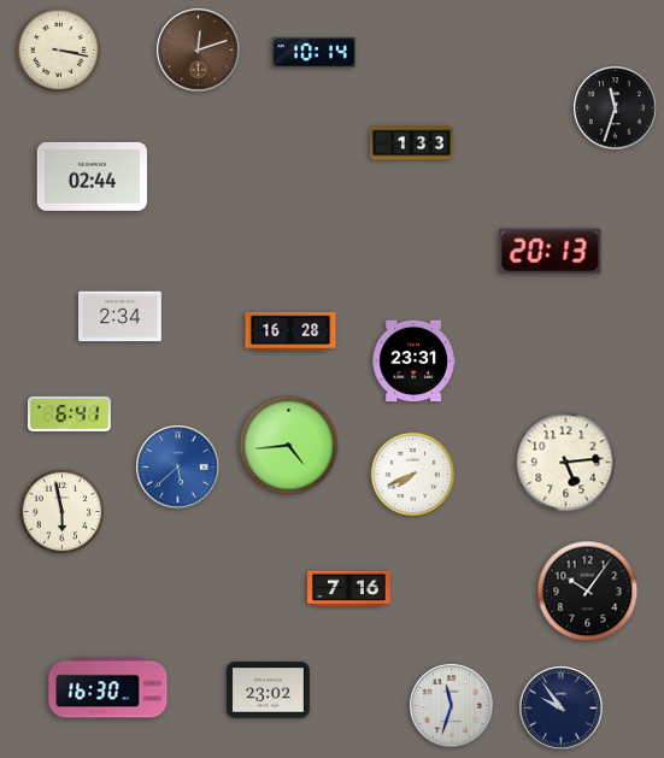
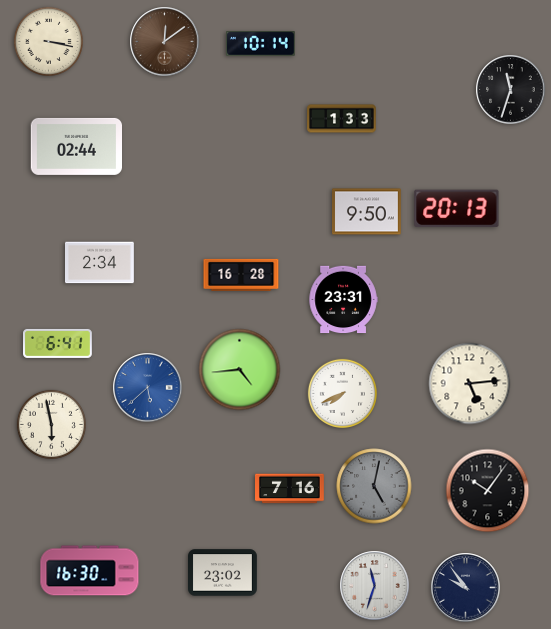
clock at (199, 51): 12:12 -> 12:09
clock at (367, 212): none -> 9:50
clock at (374, 486): none -> 5:02
